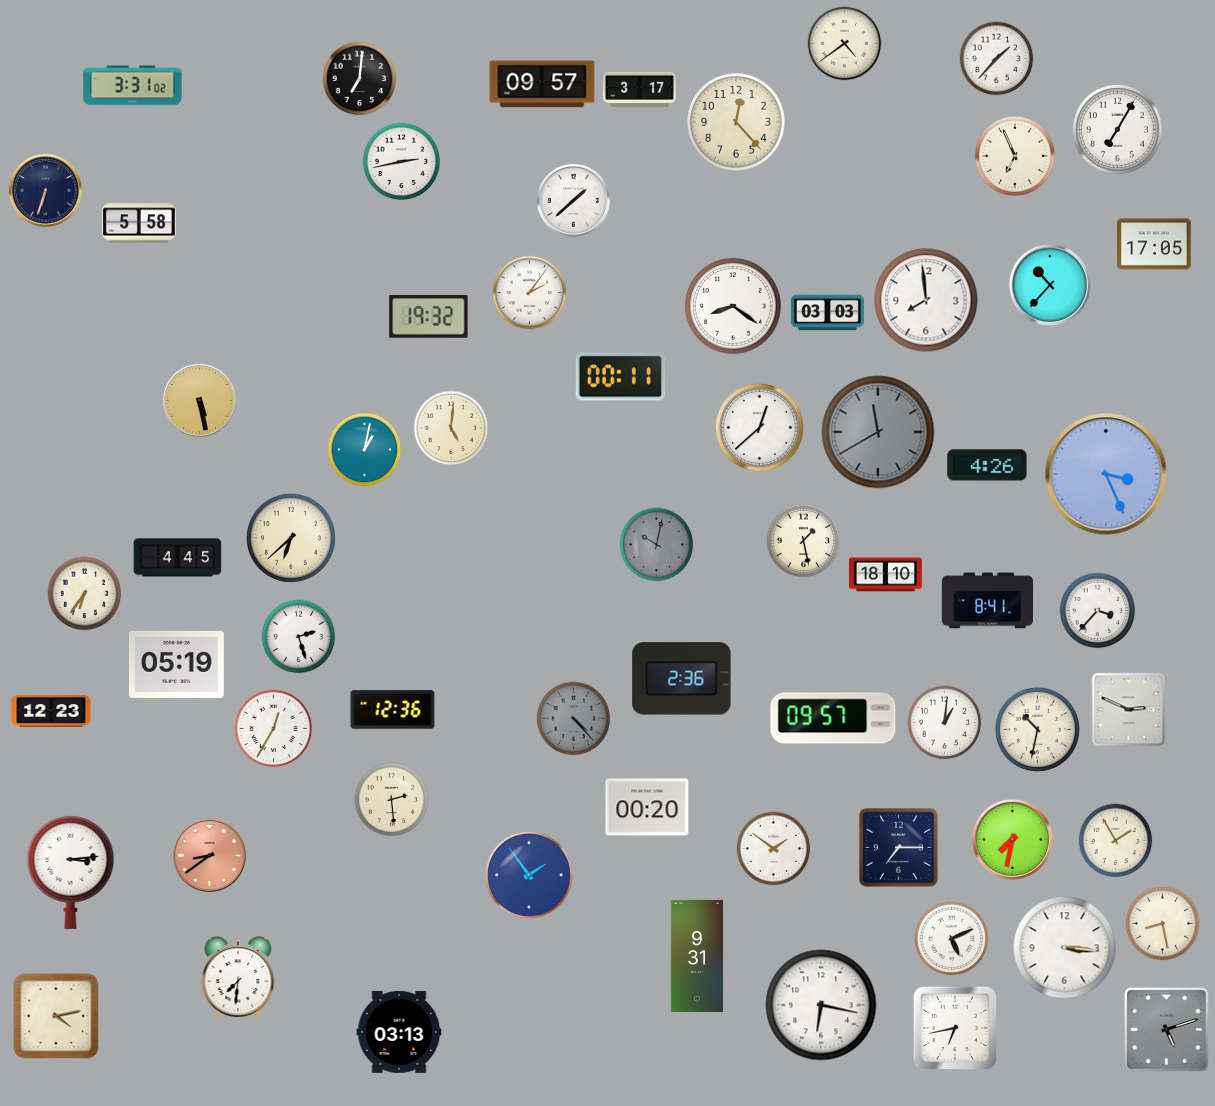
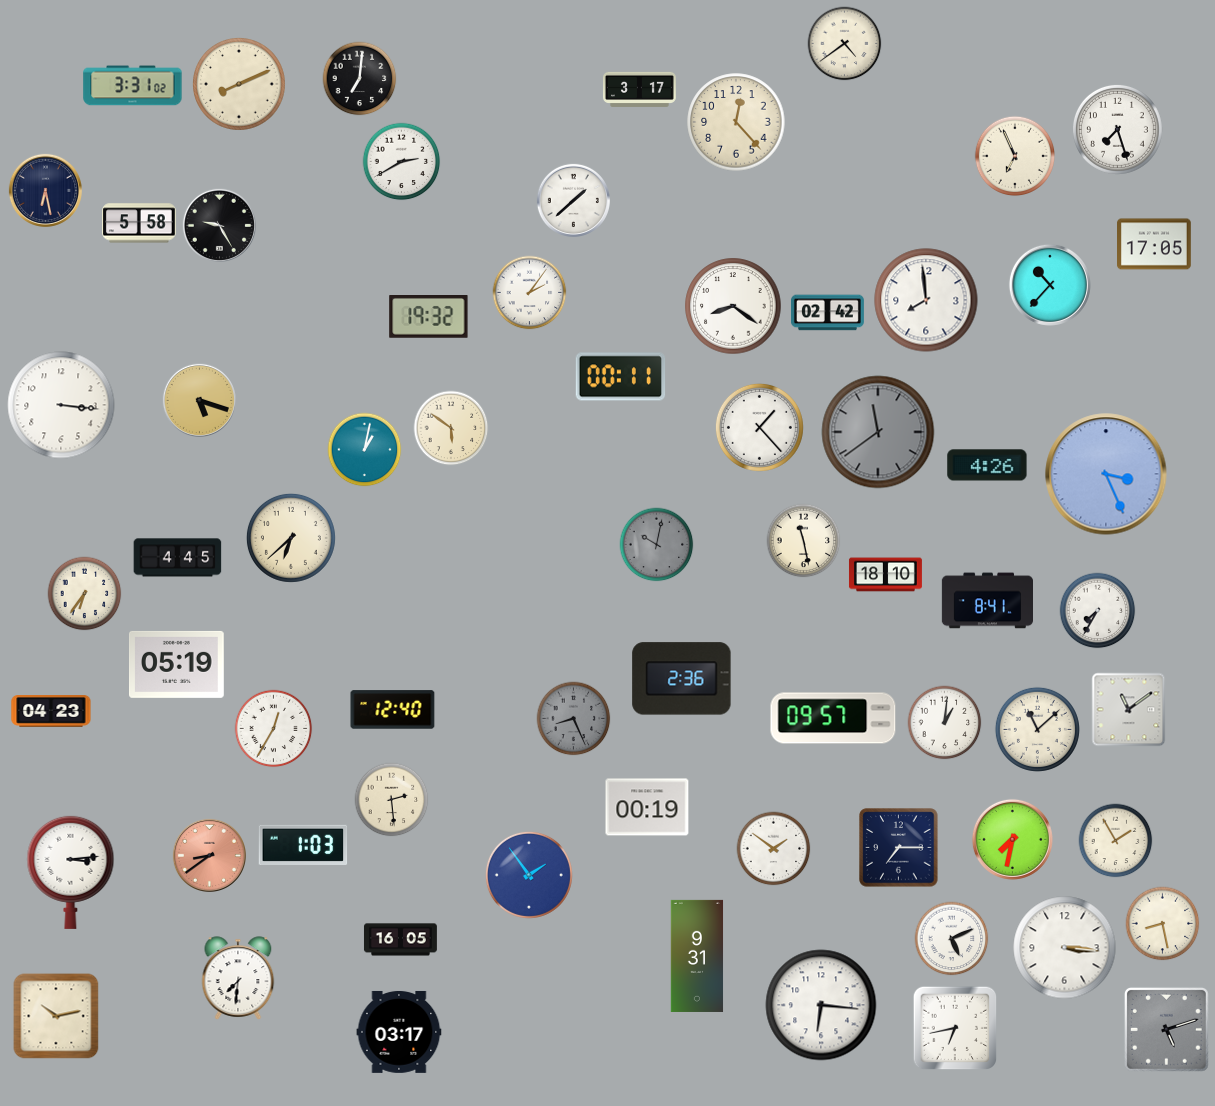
clock at (997, 59): 1:37 -> none
clock at (542, 84): 09:57 -> none
clock at (240, 85): none -> 8:11
clock at (1117, 129): 7:05 -> 7:27
clock at (402, 162): 2:43 -> 2:40
clock at (45, 190): 6:33 -> 6:28
clock at (219, 225): none -> 9:25
clock at (827, 313): 03:03 -> 02:42
clock at (199, 400): 5:28 -> 5:18
clock at (61, 405): none -> 3:16
clock at (759, 427): 12:38 -> 1:23
clock at (451, 428): 5:01 -> 5:51
clock at (878, 432): 11:40 -> 11:39
clock at (804, 541): 1:28 -> 11:28
clock at (1098, 611): 3:37 -> 7:35
clock at (299, 637): 2:27 -> none
clock at (393, 710): 12:36 -> 12:40
clock at (1129, 710): 2:49 -> 11:09
clock at (51, 712): 12:23 -> 04:23
clock at (574, 719): 4:23 -> 8:26
clock at (1037, 729): 10:32 -> 11:08
clock at (647, 807): 00:20 -> 00:19
clock at (303, 844): none -> 1:03
clock at (400, 940): none -> 16:05
clock at (821, 1005): 6:17 -> 6:16
clock at (56, 1016): 4:13 -> 10:13
clock at (399, 1032): 03:13 -> 03:17
